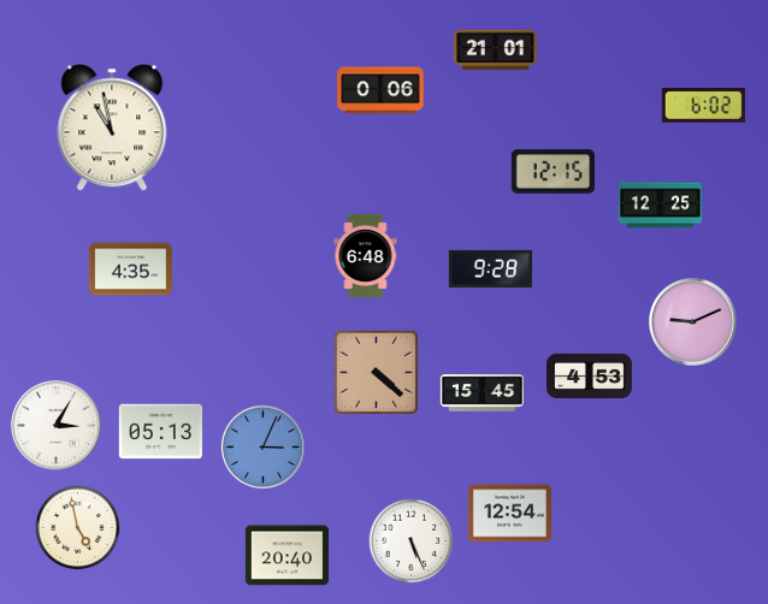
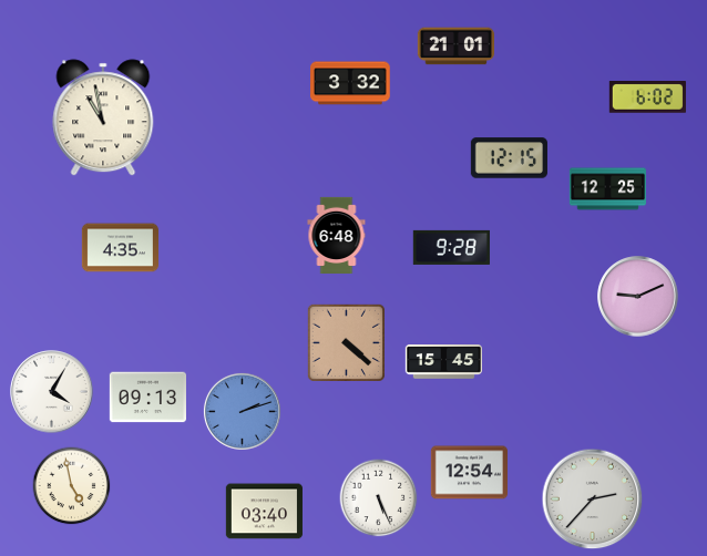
clock at (380, 90): 0:06 -> 3:32
clock at (590, 375): 4:53 -> none
clock at (57, 426): 3:05 -> 4:05
clock at (160, 432): 05:13 -> 09:13
clock at (262, 446): 3:04 -> 2:12
clock at (593, 500): none -> 2:37
clock at (286, 556): 20:40 -> 03:40
